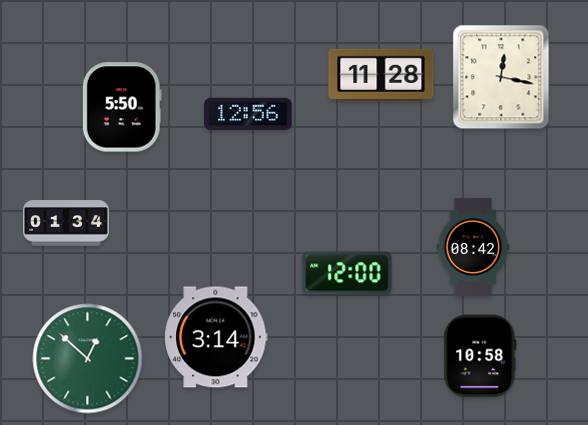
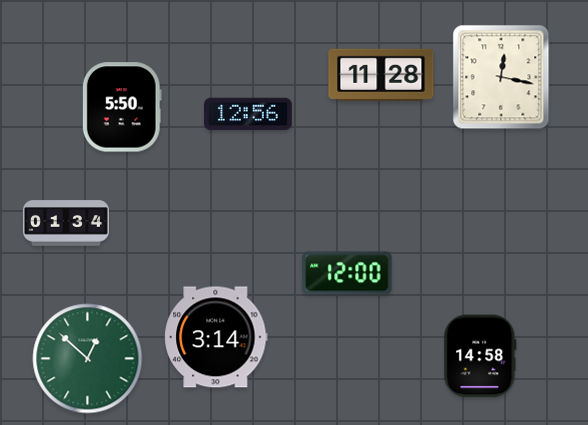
clock at (473, 246): 08:42 -> none
clock at (480, 356): 10:58 -> 14:58
